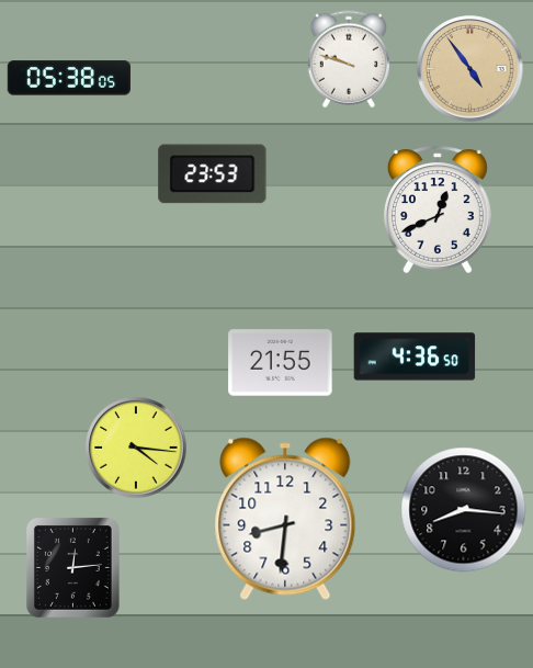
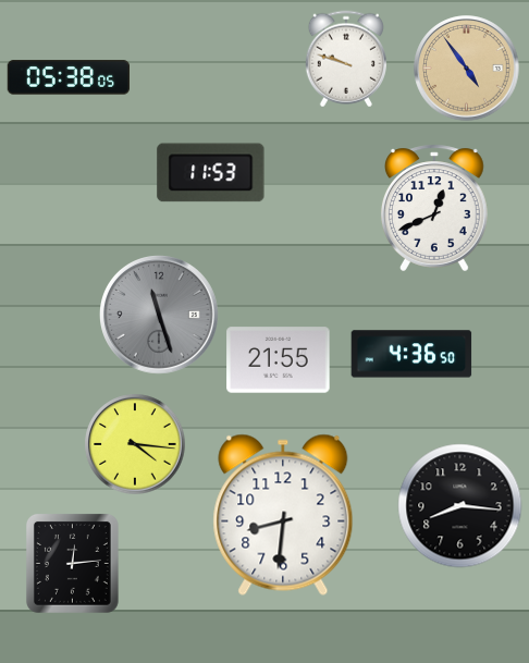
clock at (213, 174): 23:53 -> 11:53
clock at (159, 315): none -> 11:27
